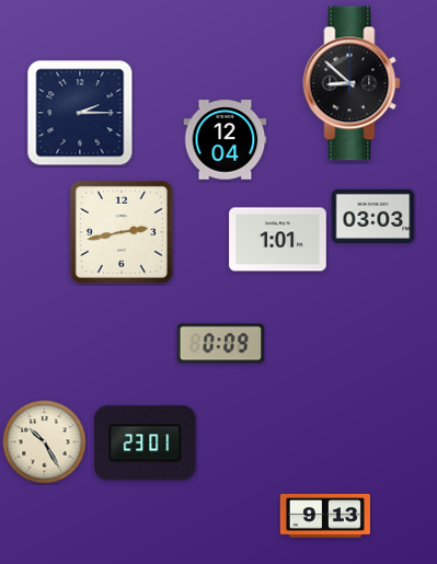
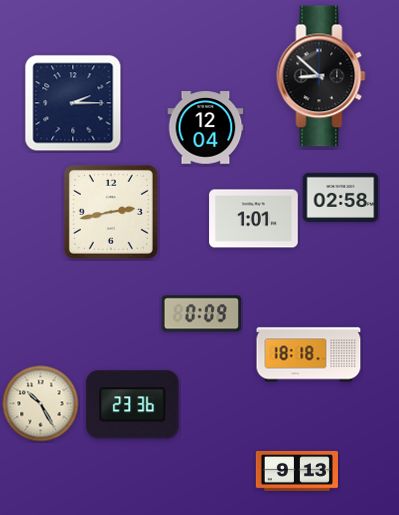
clock at (373, 216): 03:03 -> 02:58
clock at (309, 355): none -> 18:18
clock at (146, 444): 23:01 -> 23:36
